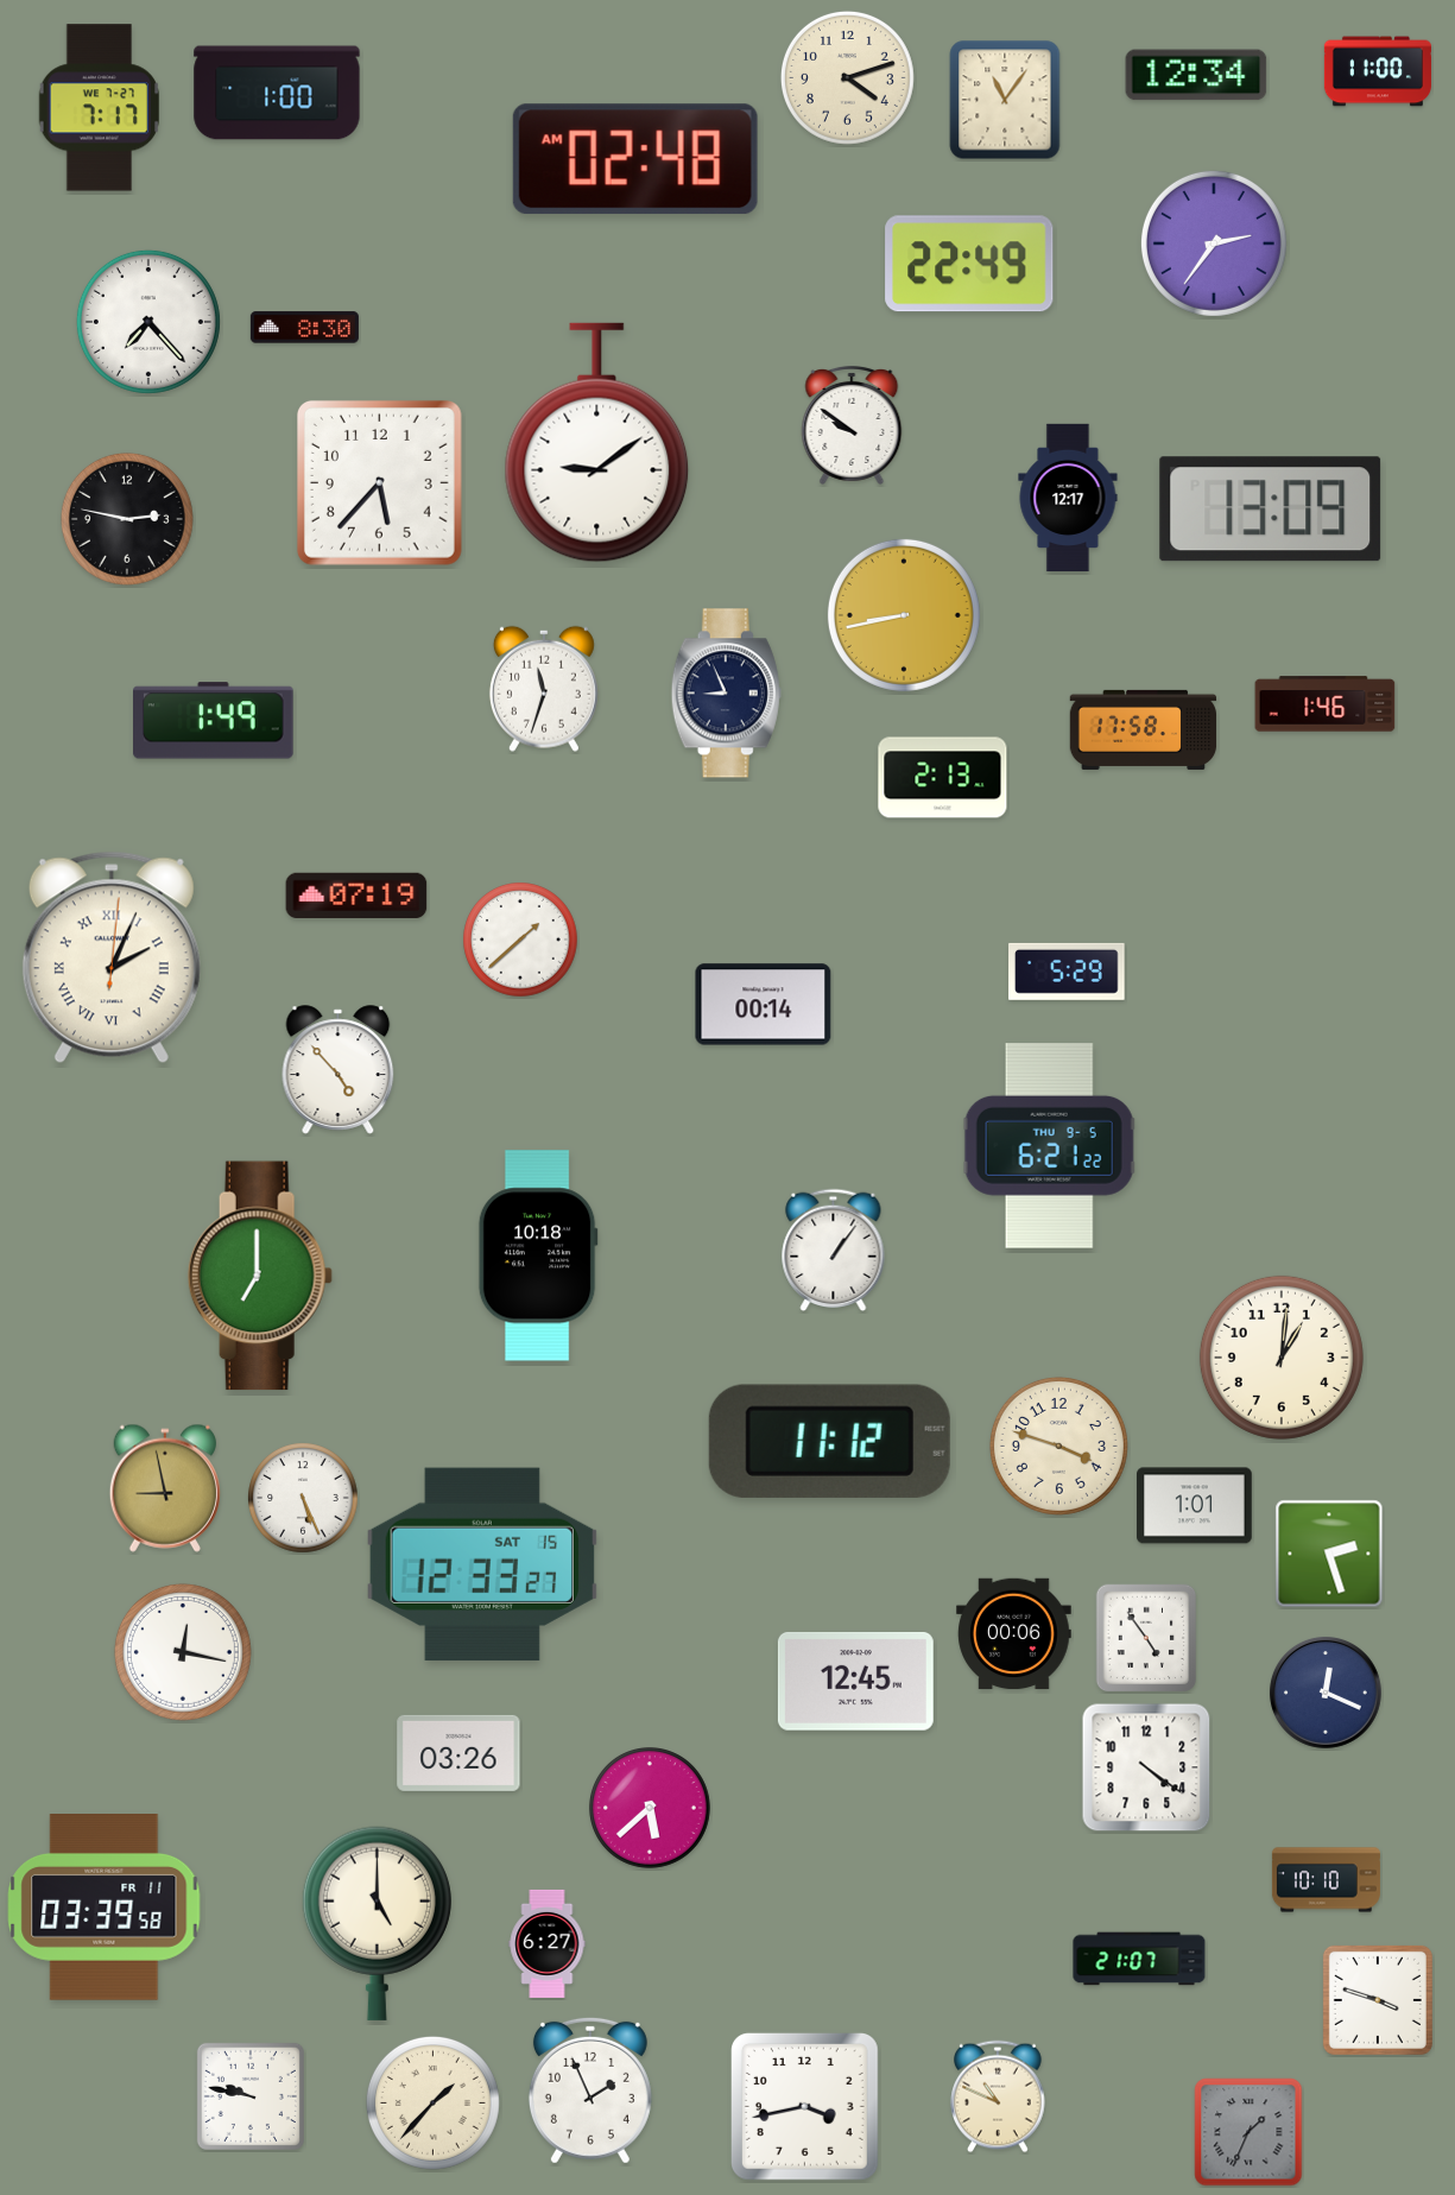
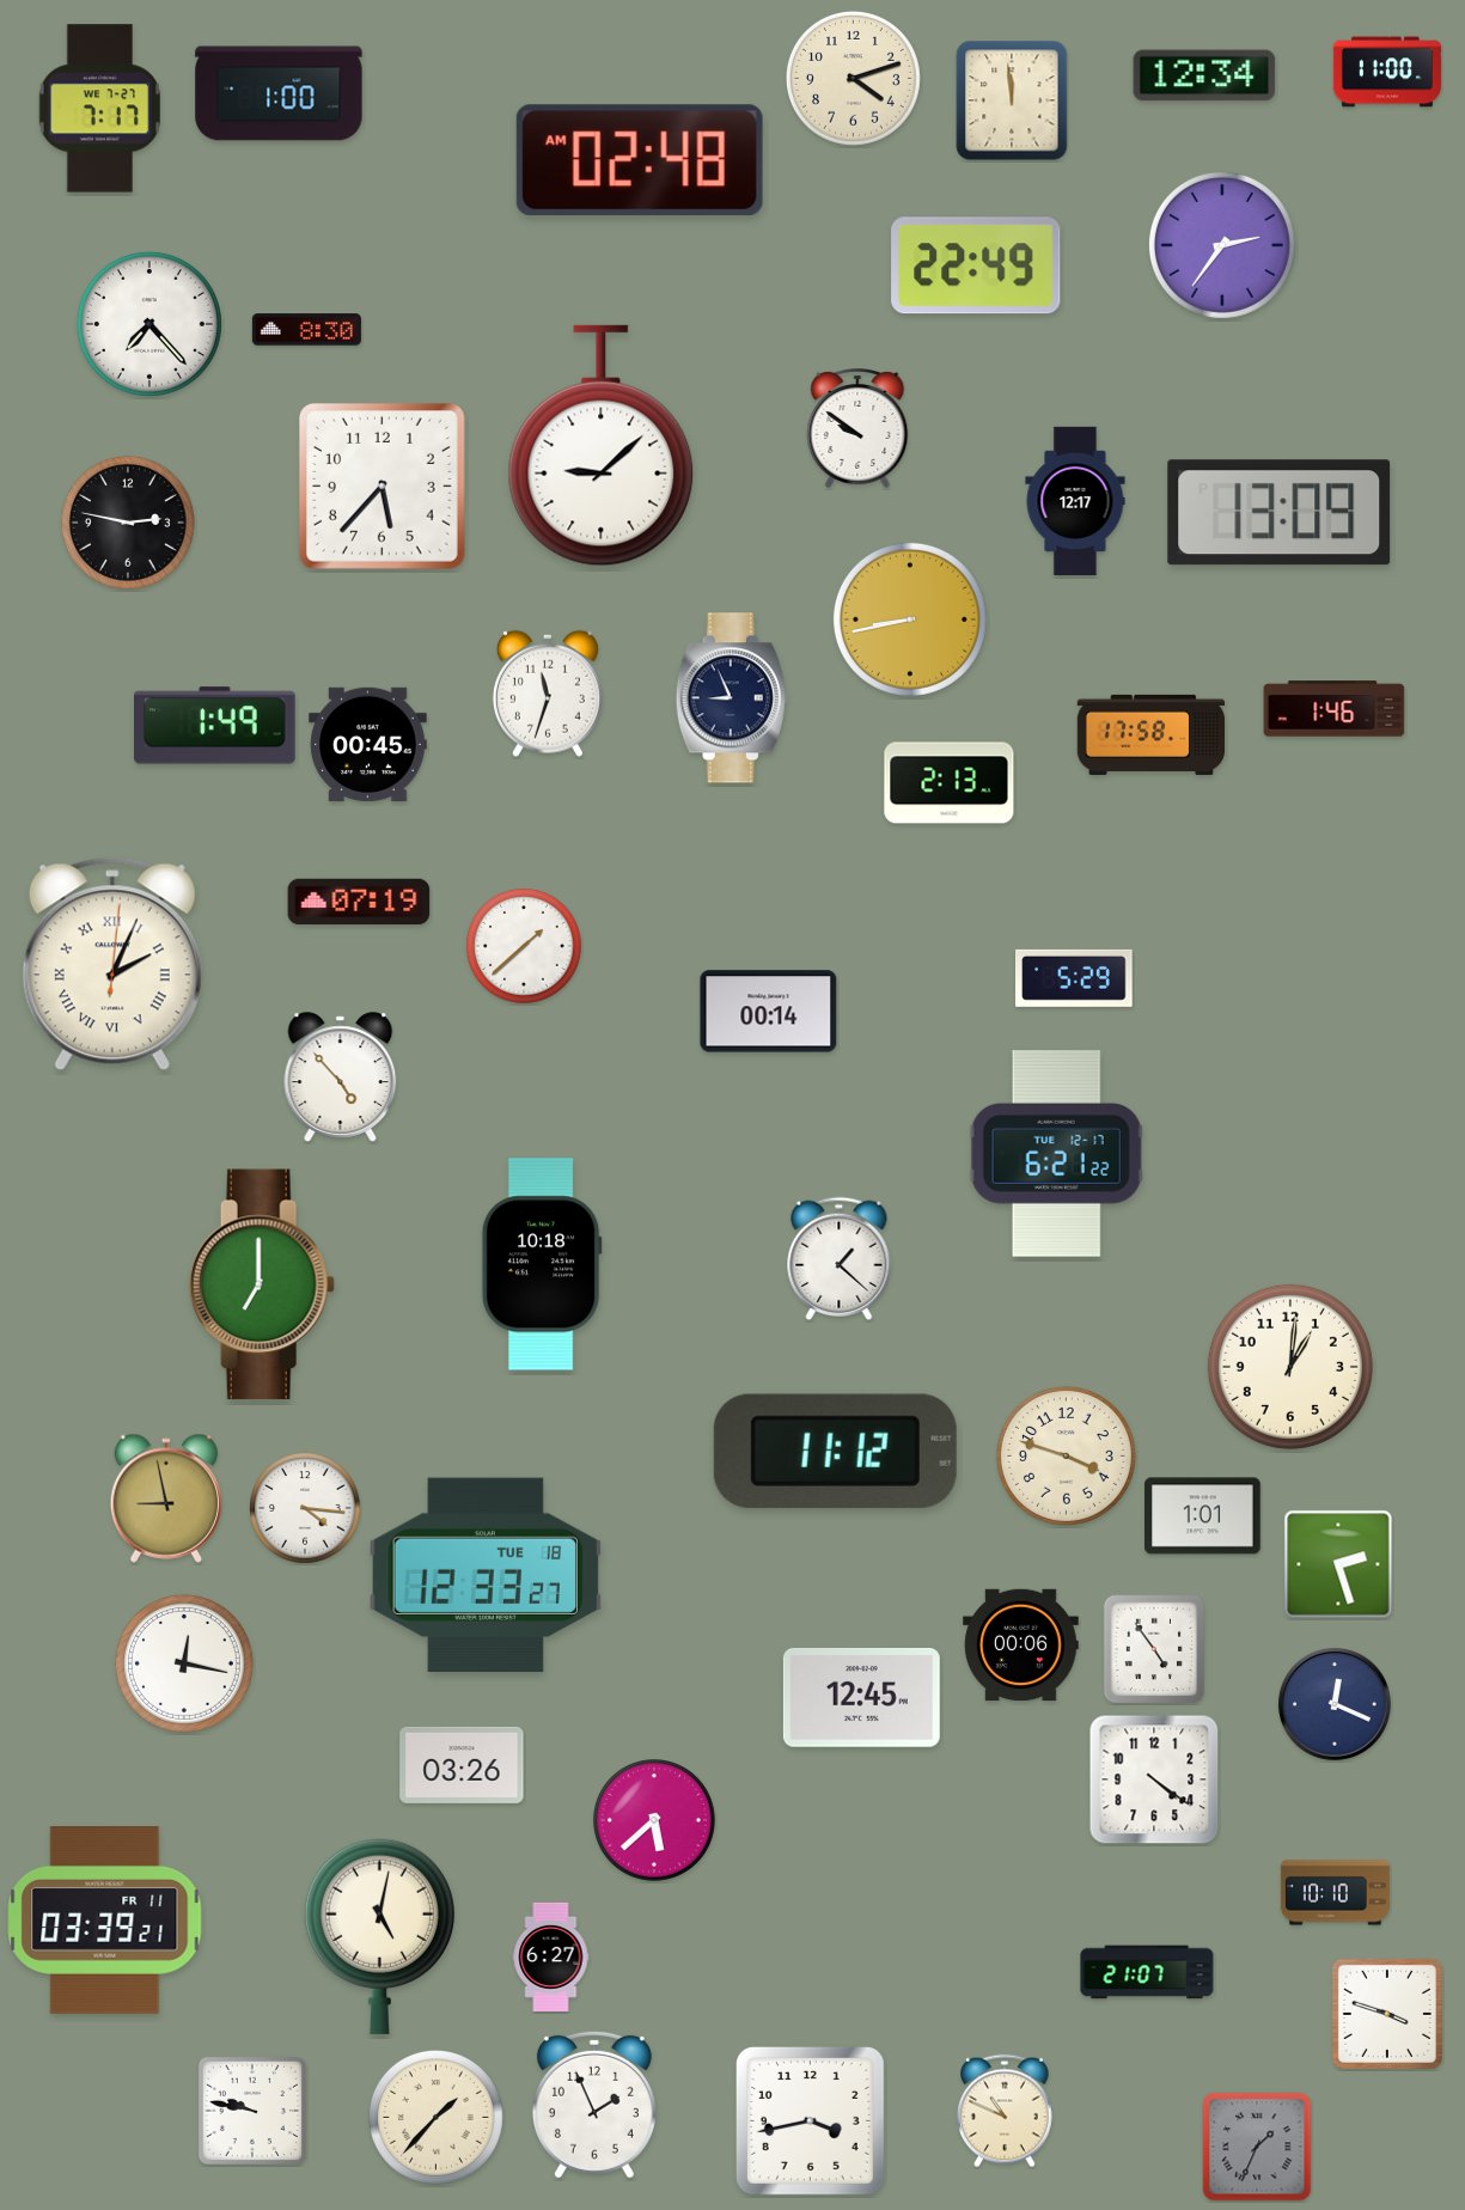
clock at (1005, 100): 11:06 -> 11:59
clock at (597, 443): 9:09 -> 9:08
clock at (368, 744): none -> 00:45
clock at (1050, 1146) date: THU 9-5 -> TUE 12-17
clock at (834, 1250): 1:06 -> 1:22
clock at (303, 1498): 5:26 -> 4:16
clock at (481, 1563) date: SAT 15 -> TUE 18
clock at (855, 1681) position: (855, 1681) -> (861, 1697)
clock at (105, 1908): 03:39:58 -> 03:39:21
clock at (377, 1923): 5:00 -> 5:02
